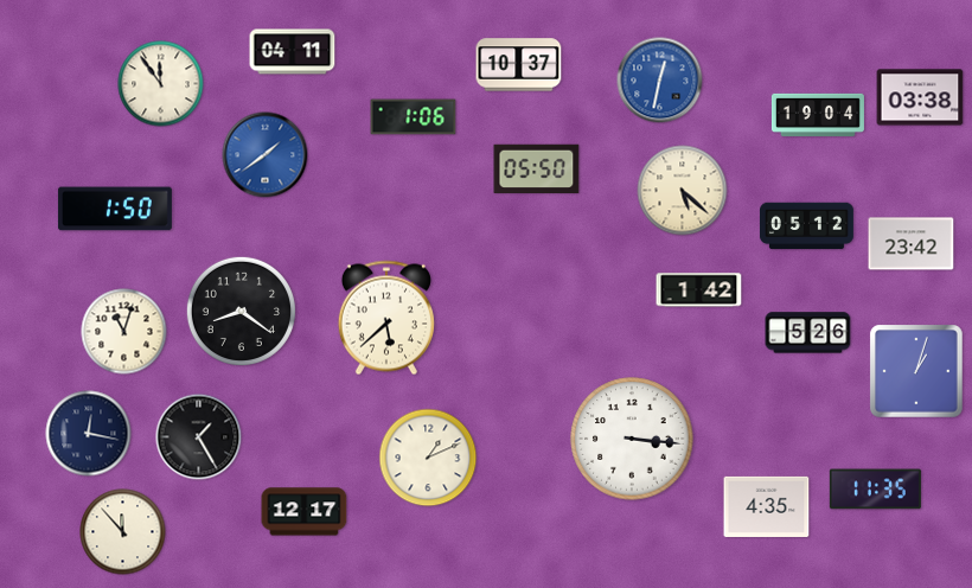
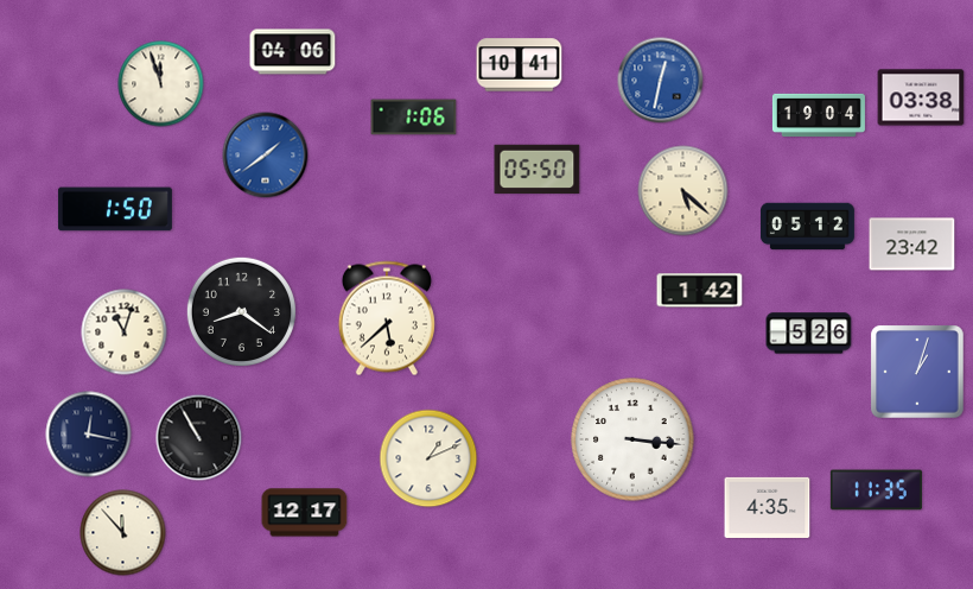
clock at (293, 52): 04:11 -> 04:06
clock at (519, 65): 10:37 -> 10:41
clock at (161, 84): 11:54 -> 11:57
clock at (199, 437): 1:25 -> 10:55
